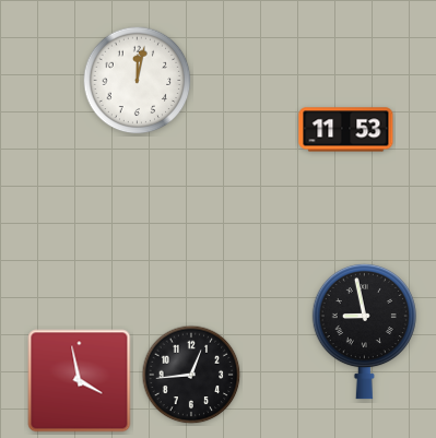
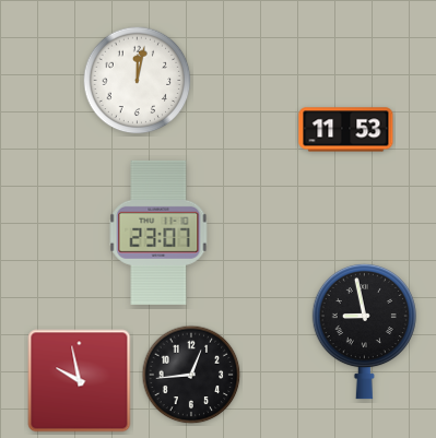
clock at (158, 233): none -> 23:07
clock at (80, 381): 3:58 -> 9:58
